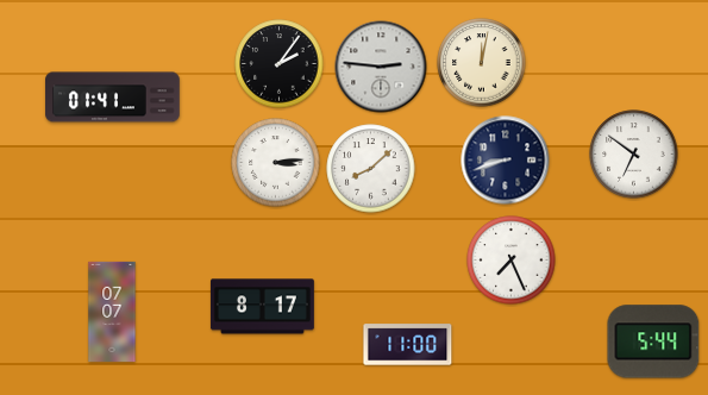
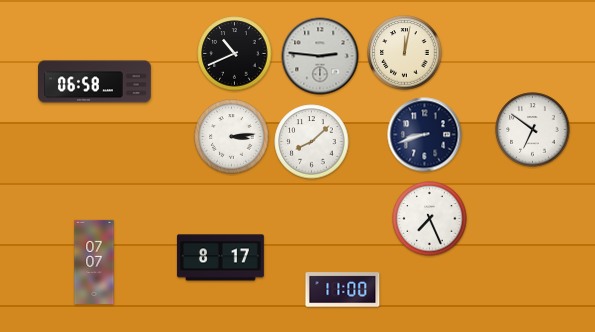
clock at (280, 64): 2:06 -> 10:41
clock at (113, 98): 01:41 -> 06:58
clock at (653, 341): 5:44 -> none
